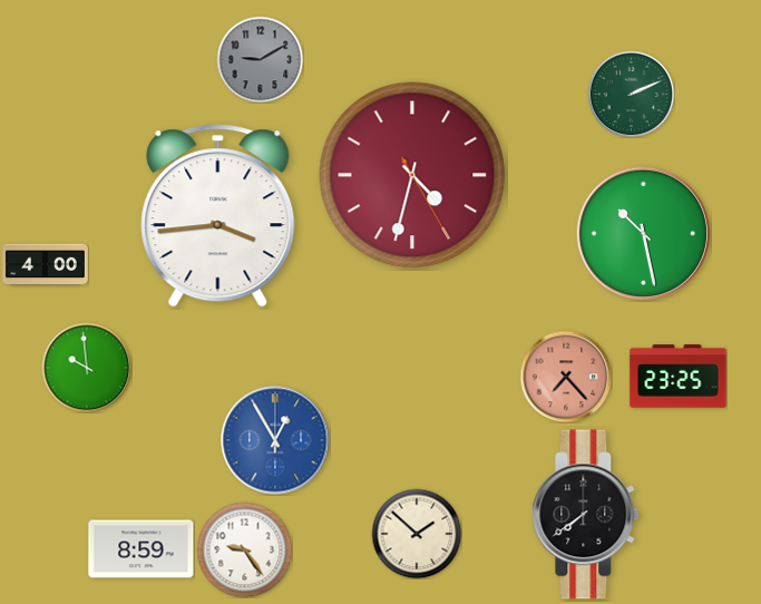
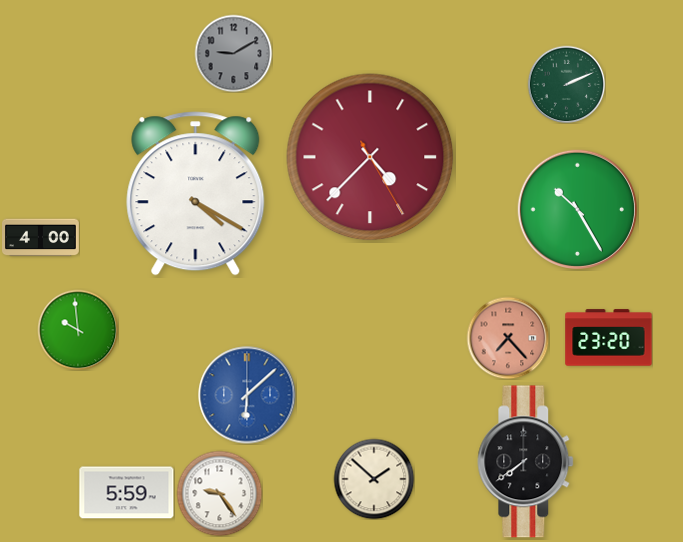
clock at (412, 175): 4:32 -> 4:37
clock at (218, 216): 3:44 -> 4:20
clock at (643, 233): 10:28 -> 10:25
clock at (679, 377): 23:25 -> 23:20
clock at (275, 440): 12:55 -> 6:08
clock at (142, 549): 8:59 -> 5:59
